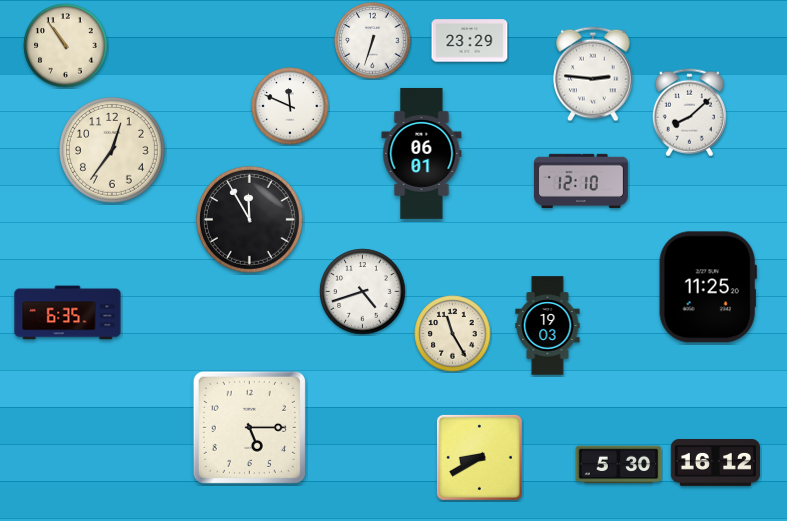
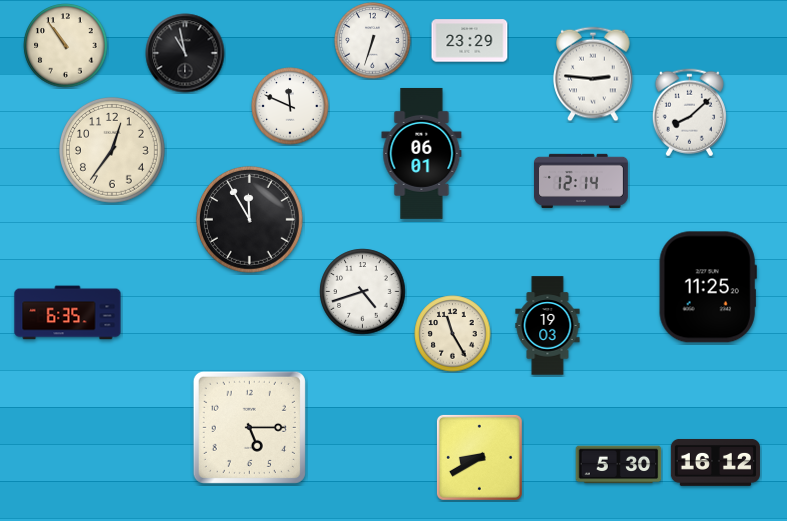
clock at (185, 53): none -> 10:58
clock at (582, 181): 12:10 -> 12:14
